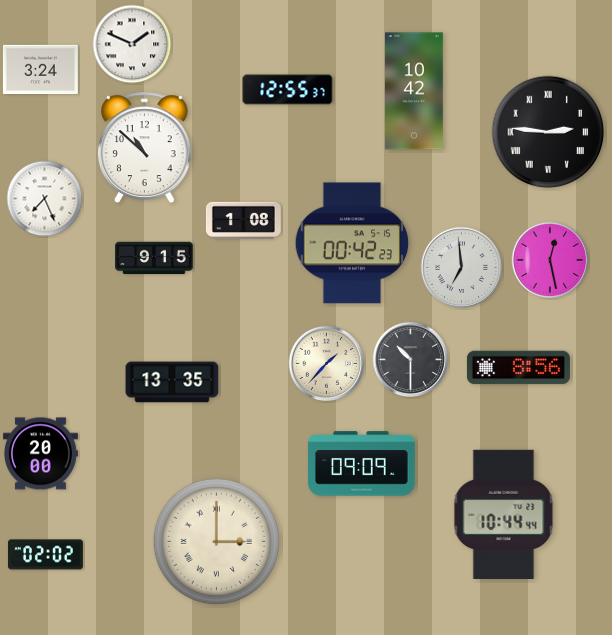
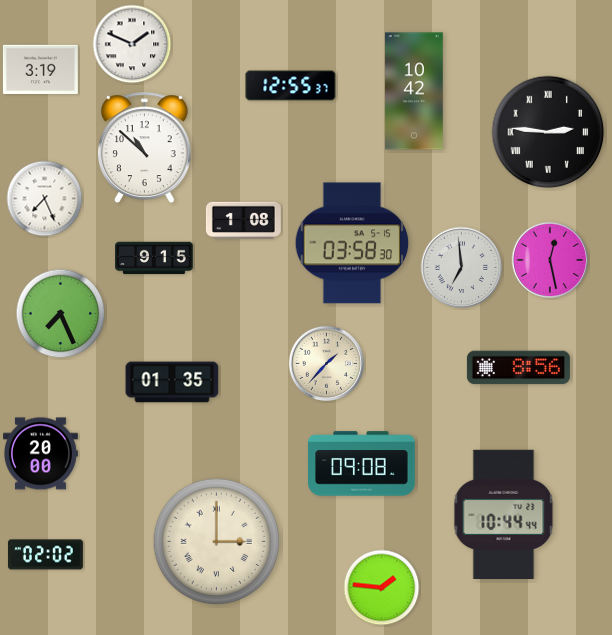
clock at (40, 69): 3:24 -> 3:19
clock at (288, 90) position: (288, 90) -> (291, 86)
clock at (352, 243): 00:42 -> 03:58
clock at (61, 314): none -> 7:26
clock at (411, 360): 10:30 -> none
clock at (172, 382): 13:35 -> 01:35
clock at (362, 464): 09:09 -> 09:08
clock at (382, 588): none -> 1:46
